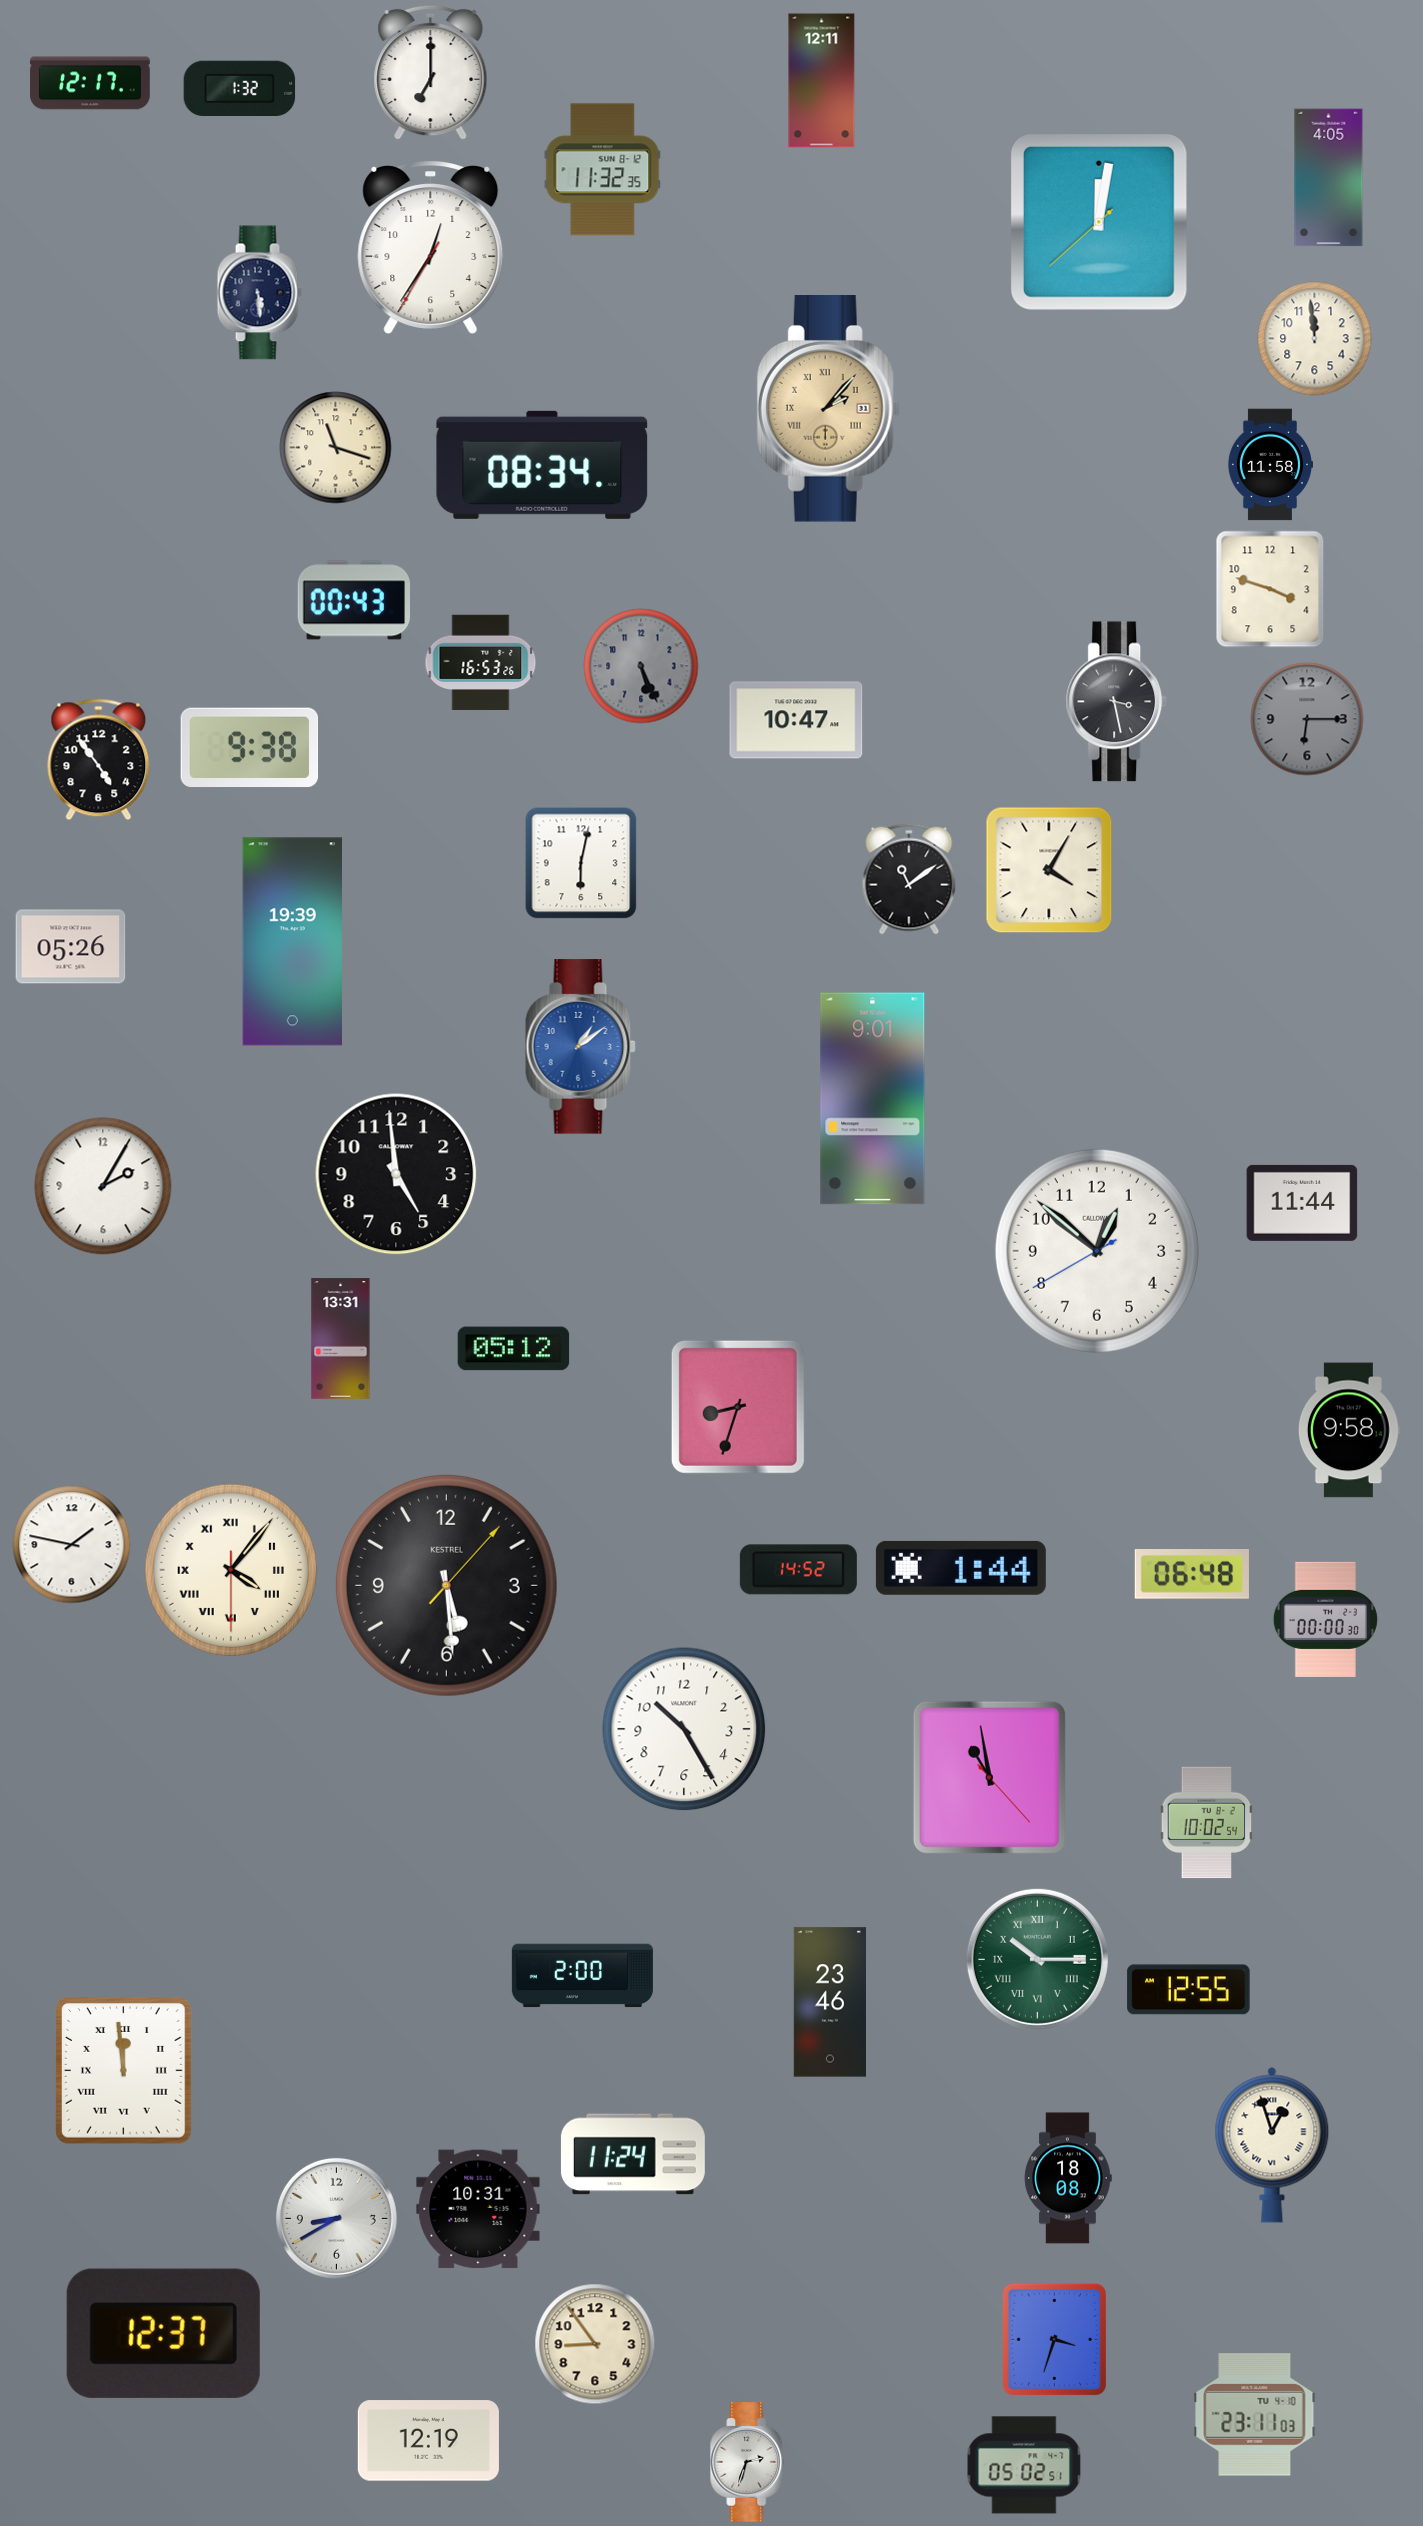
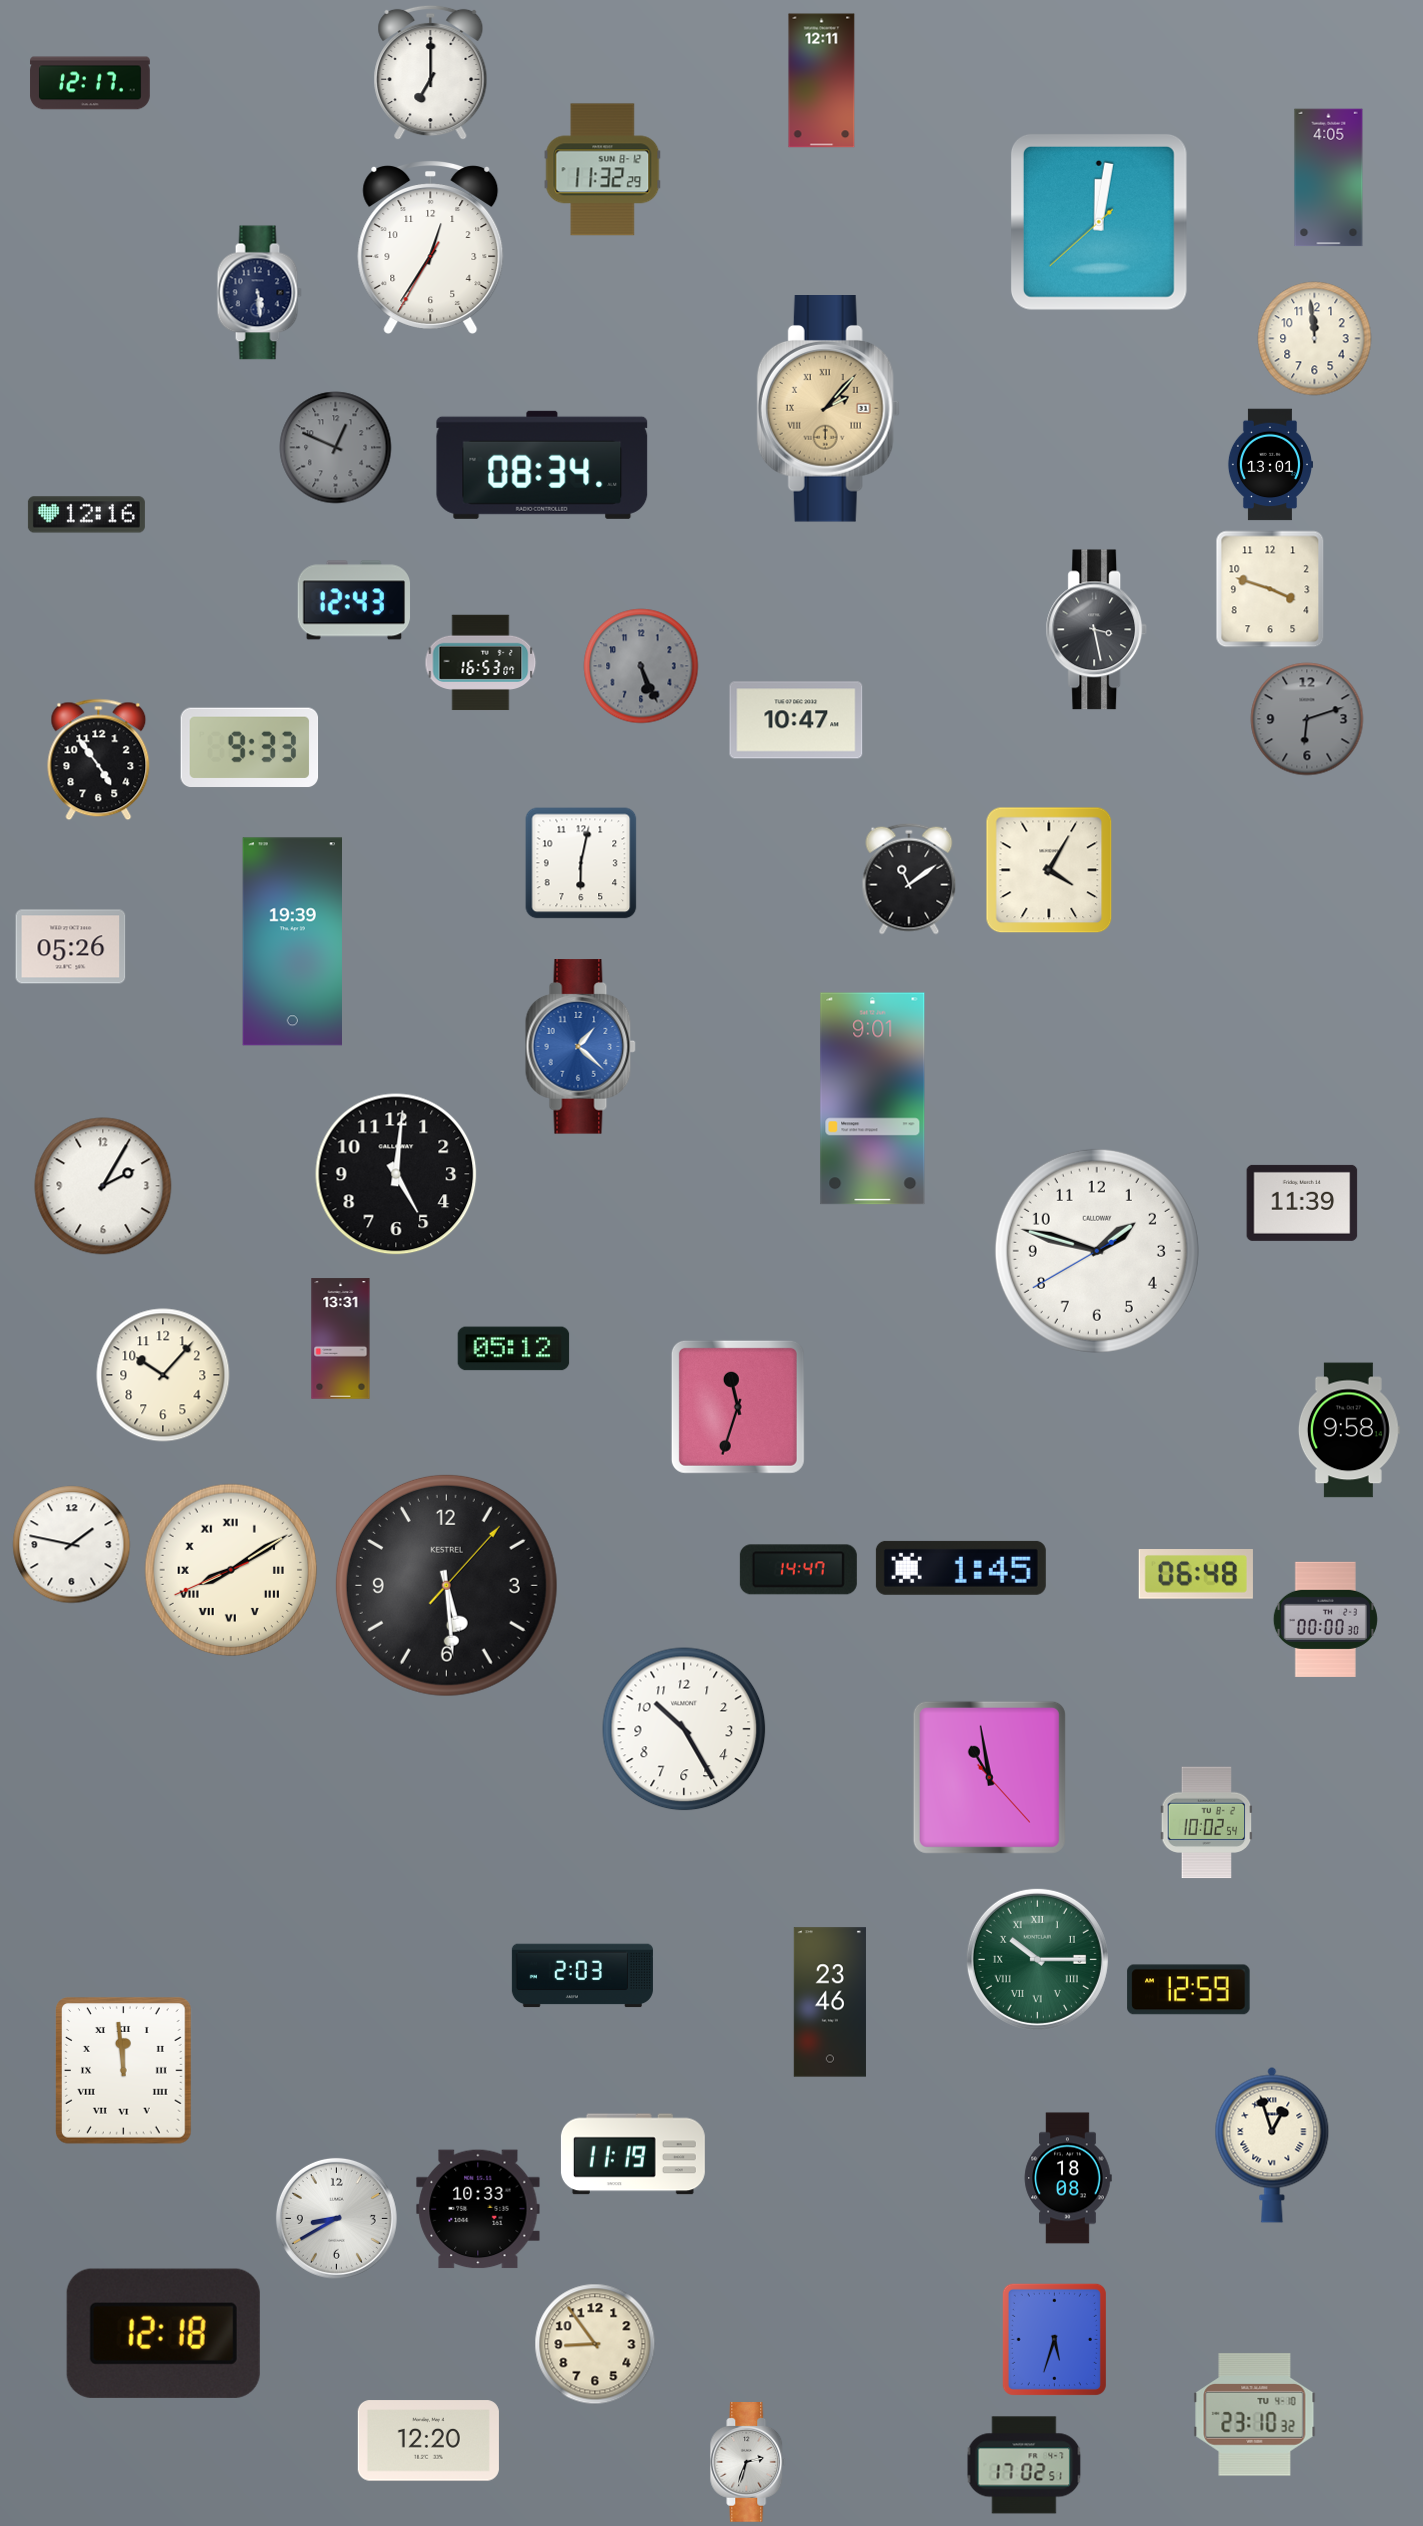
clock at (240, 88): 1:32 -> none
clock at (603, 170): 11:32:35 -> 11:32:29
clock at (336, 448): 11:18 -> 12:49
clock at (336, 448) dial: cream -> grey
clock at (1269, 465): 11:58 -> 13:01
clock at (86, 515): none -> 12:16
clock at (354, 600): 00:43 -> 12:43
clock at (481, 663): 16:53:26 -> 16:53:07
clock at (1117, 702) position: (1117, 702) -> (1097, 630)
clock at (1307, 719): 6:15 -> 6:12
clock at (250, 748): 9:38 -> 9:33
clock at (580, 1047): 1:09 -> 1:22
clock at (396, 1174): 4:59 -> 5:01
clock at (1302, 1203): 11:44 -> 11:39
clock at (1097, 1251): 12:51 -> 1:47
clock at (163, 1375): none -> 10:07
clock at (738, 1407): 8:33 -> 11:33
clock at (961, 1568): 1:44 -> 1:45
clock at (231, 1570): 4:06 -> 8:09
clock at (798, 1570): 14:52 -> 14:47
clock at (1192, 1575) position: (1192, 1575) -> (1196, 1575)
clock at (582, 1976): 2:00 -> 2:03
clock at (1189, 1990): 12:55 -> 12:59
clock at (633, 2154): 11:24 -> 11:19
clock at (478, 2209): 10:31 -> 10:33
clock at (163, 2333): 12:37 -> 12:18
clock at (1054, 2339): 3:33 -> 5:33
clock at (1255, 2415): 23:11 -> 23:10
clock at (428, 2441): 12:19 -> 12:20
clock at (1024, 2465): 05:02 -> 17:02
